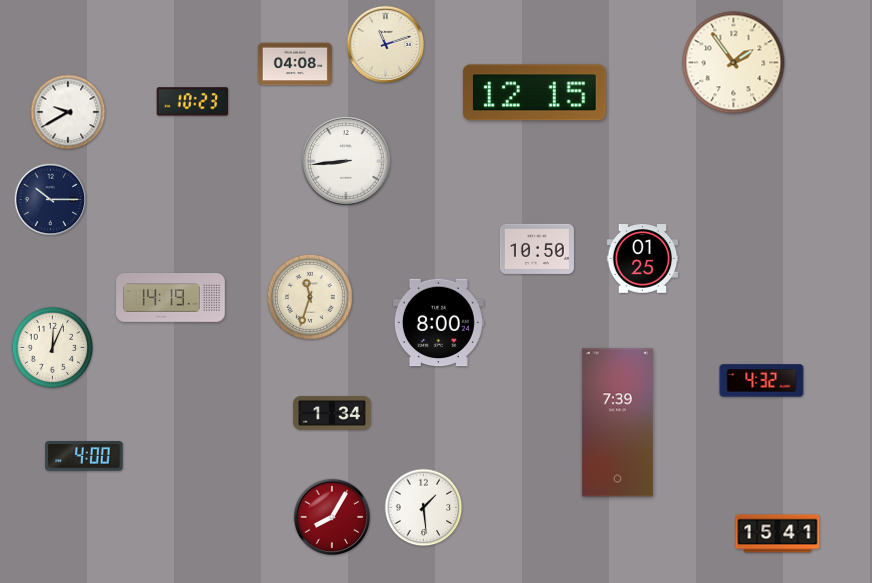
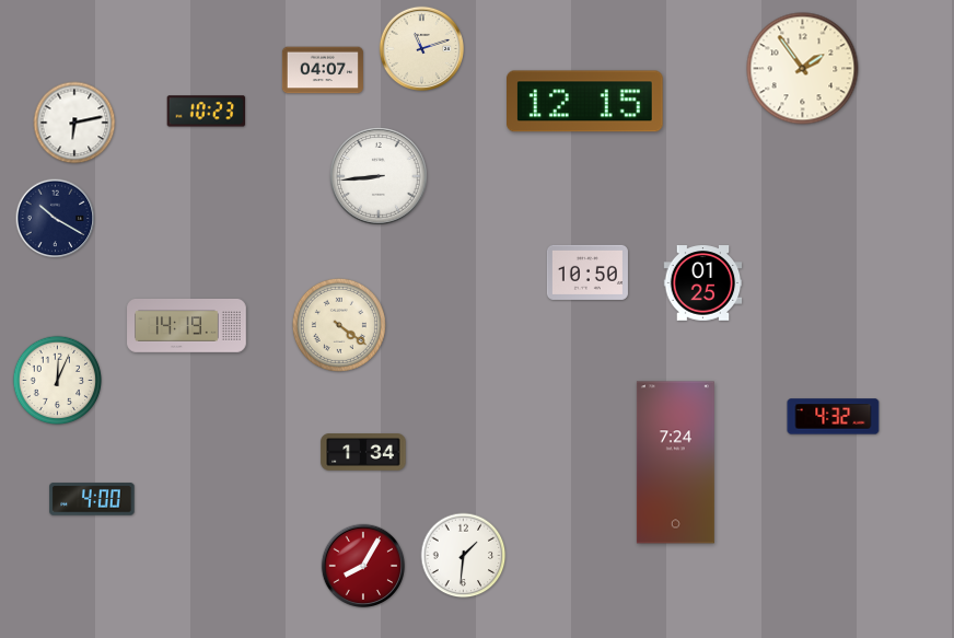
clock at (295, 64): 04:08 -> 04:07
clock at (193, 102) position: (193, 102) -> (207, 112)
clock at (68, 112): 9:40 -> 6:13
clock at (51, 200): 10:15 -> 10:20
clock at (310, 297): 11:33 -> 4:21
clock at (438, 323): 8:00 -> none
clock at (617, 423): 7:39 -> 7:24
clock at (424, 508): 1:29 -> 1:31
clock at (778, 534): 15:41 -> none
